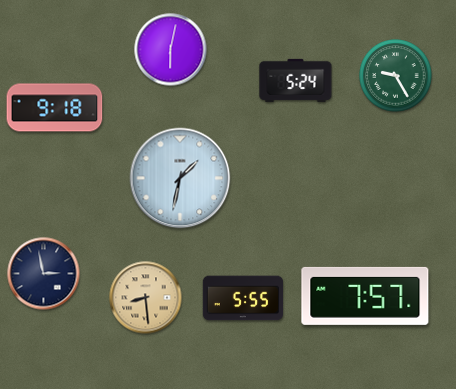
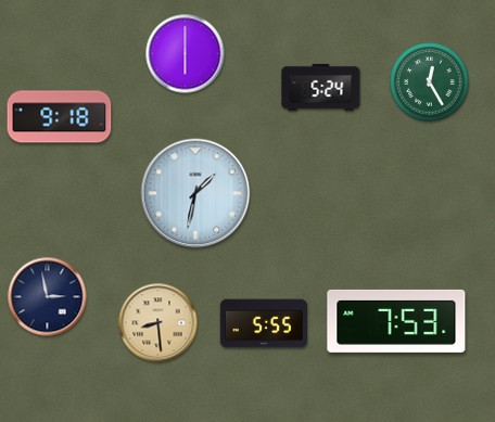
clock at (171, 50): 6:02 -> 6:00
clock at (396, 76): 9:25 -> 12:25
clock at (365, 296): 7:57 -> 7:53
